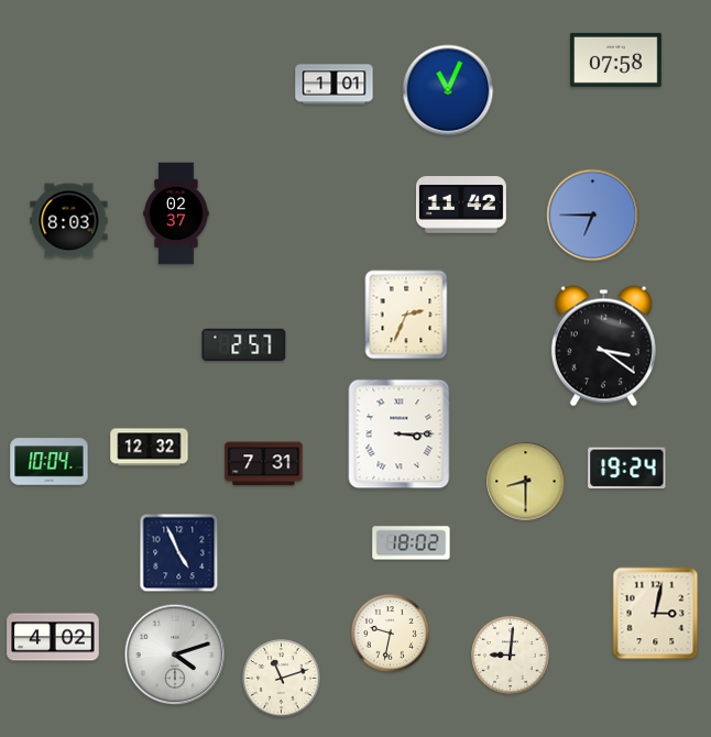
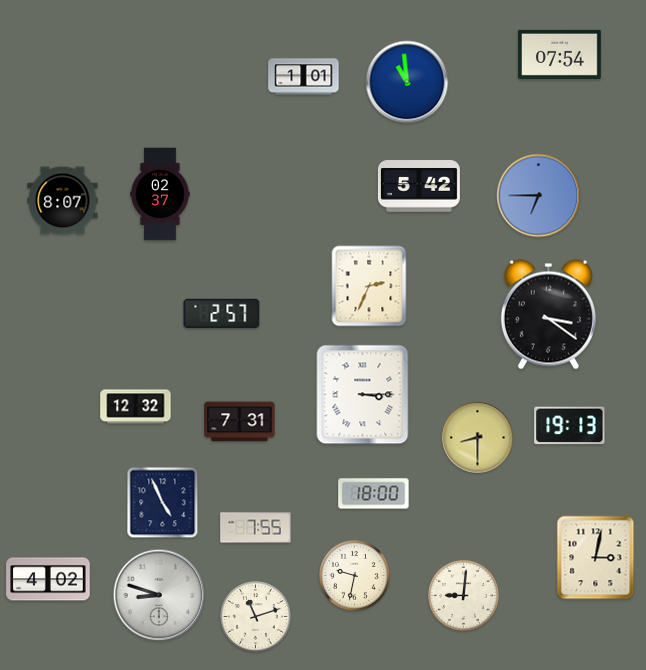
clock at (616, 59): 07:58 -> 07:54
clock at (448, 90): 11:04 -> 10:59
clock at (461, 205): 11:42 -> 5:42
clock at (69, 221): 8:03 -> 8:07
clock at (50, 462): 10:04 -> none
clock at (627, 469): 19:24 -> 19:13
clock at (412, 543): 18:02 -> 18:00
clock at (256, 528): none -> 7:55
clock at (175, 654): 4:12 -> 8:48
